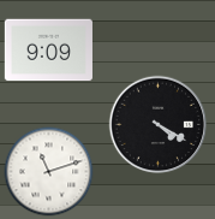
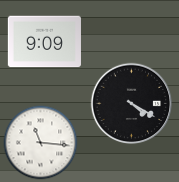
clock at (48, 51) position: (48, 51) -> (44, 42)
clock at (49, 172): 11:12 -> 11:16
